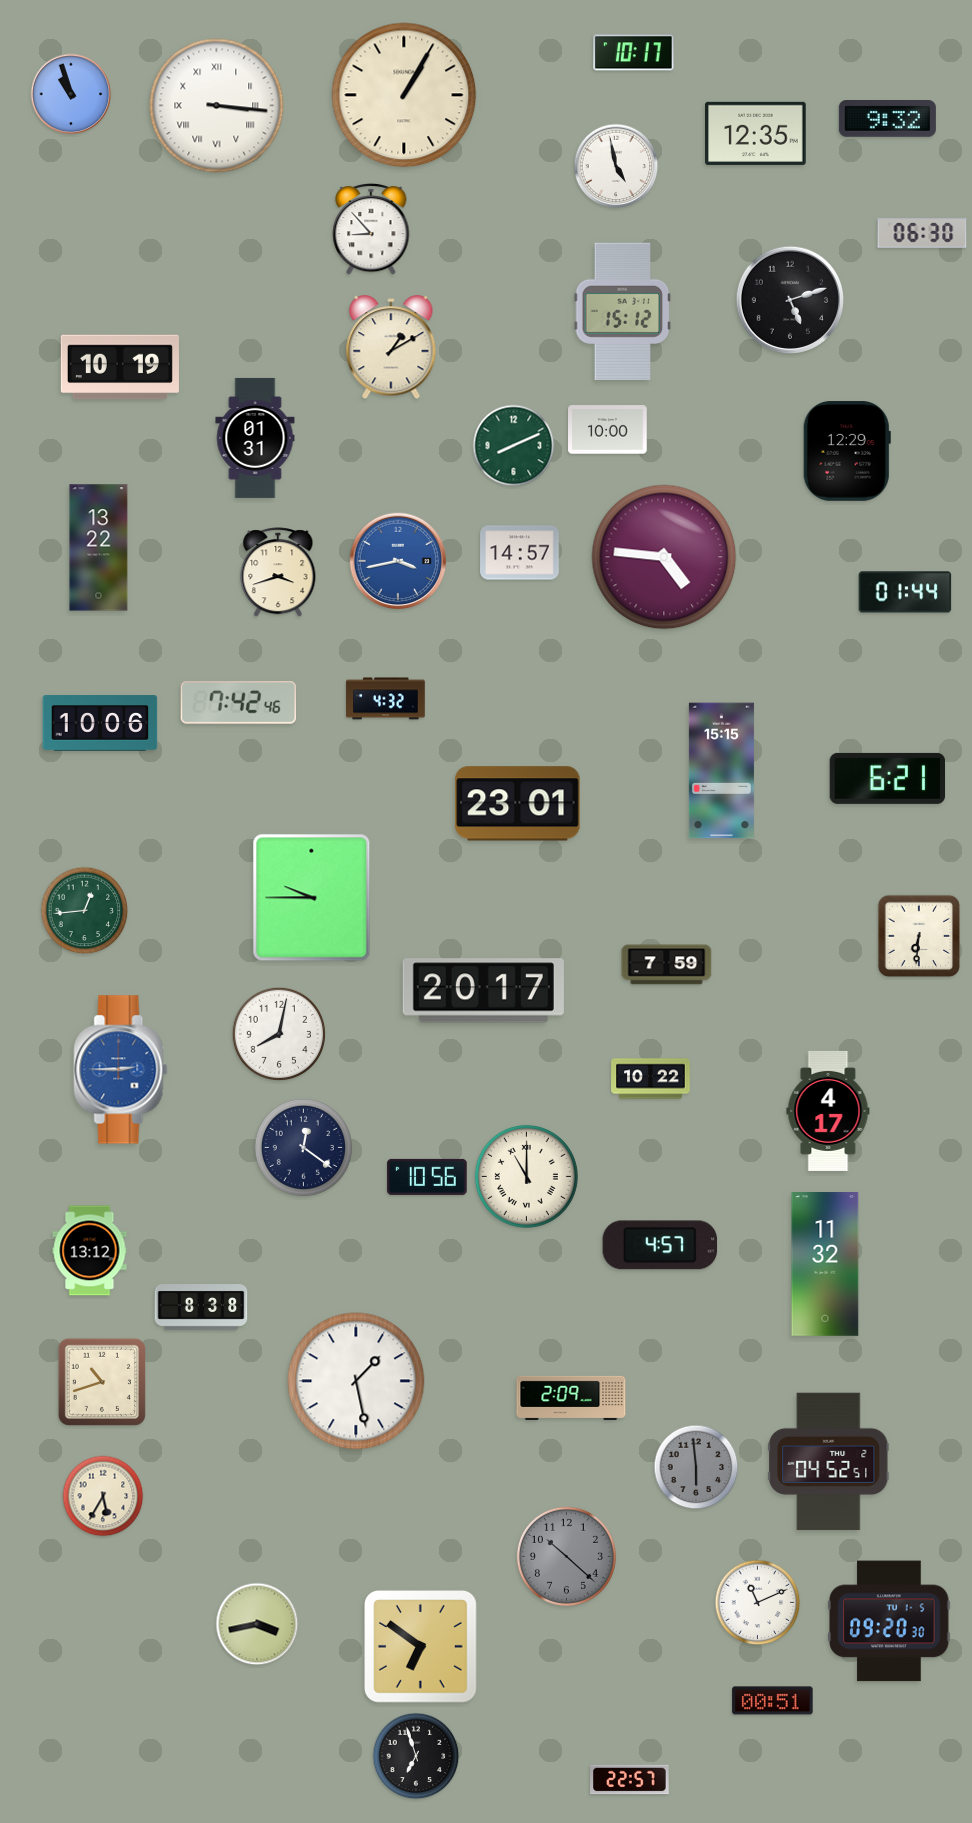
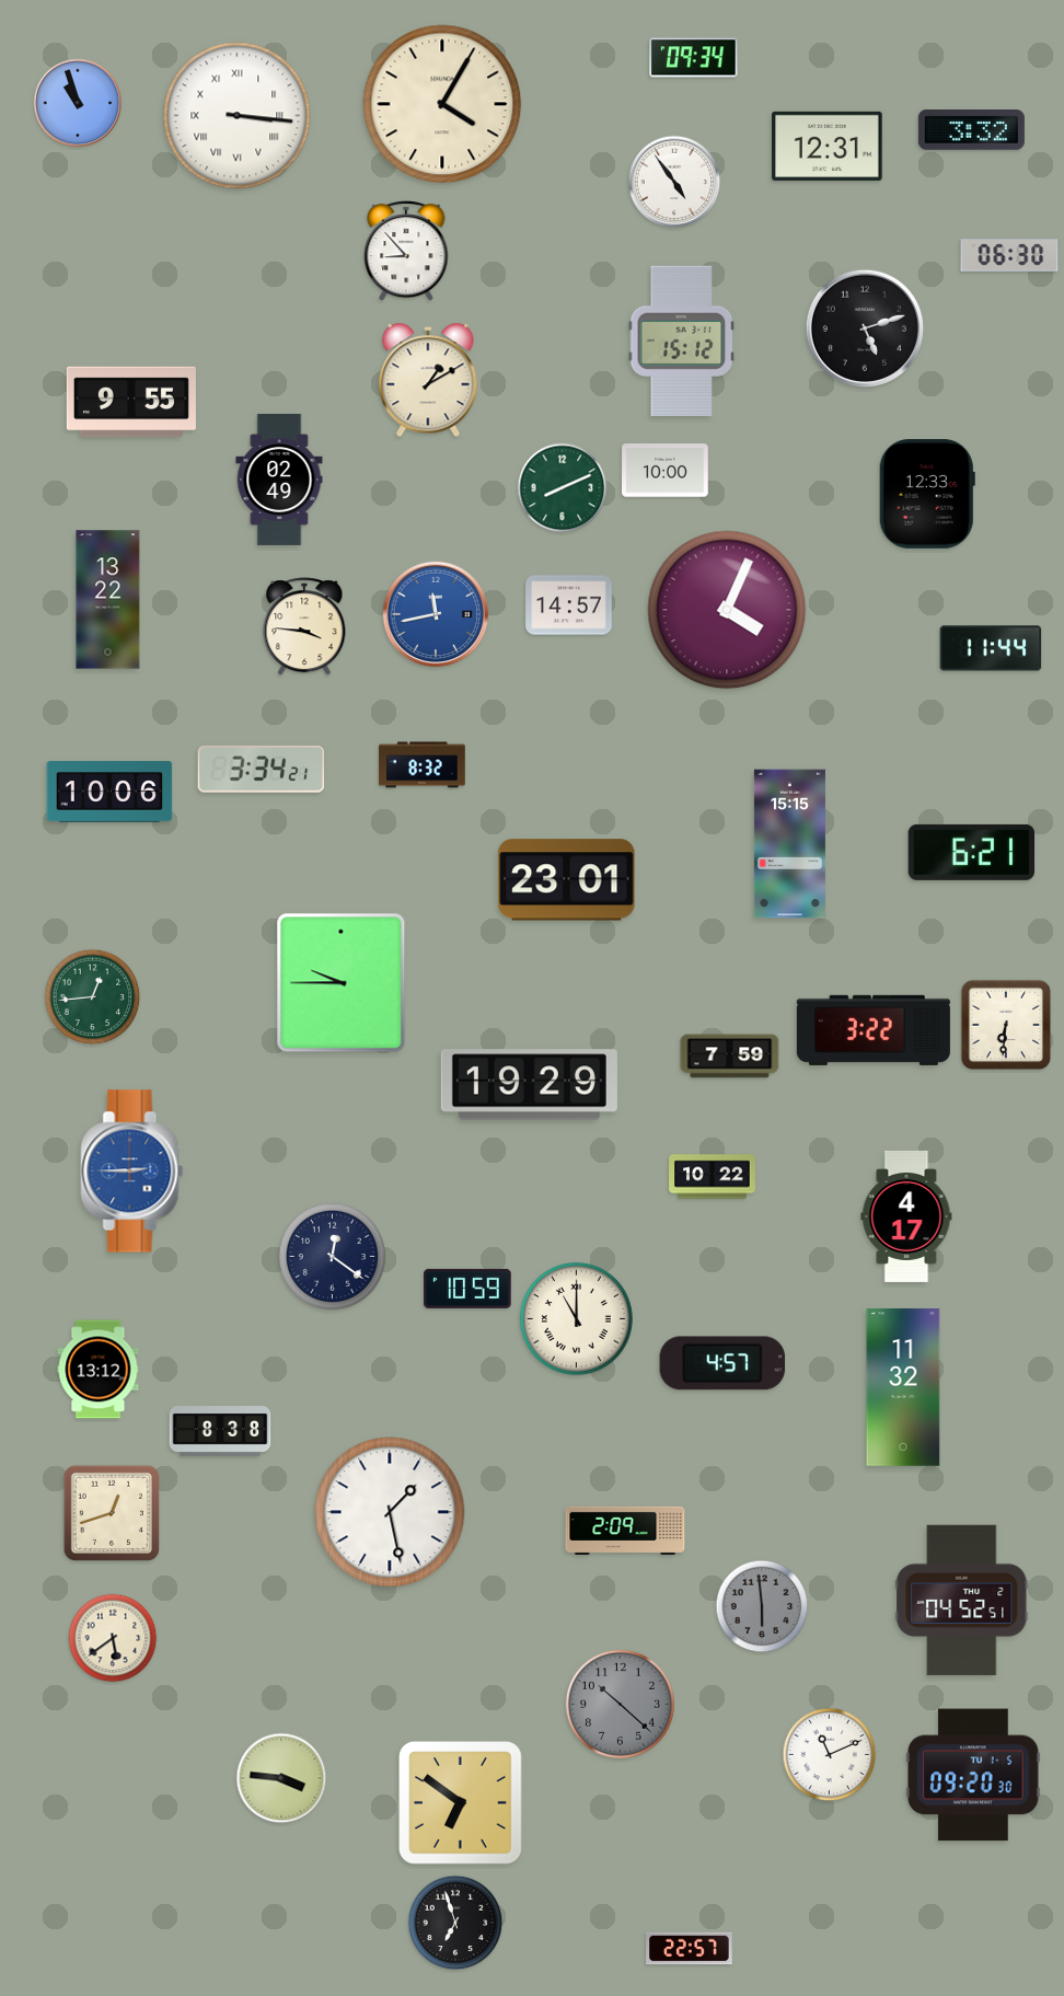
clock at (634, 53): 10:17 -> 09:34
clock at (404, 95): 1:05 -> 4:05
clock at (887, 119): 9:32 -> 3:32
clock at (756, 133): 12:35 -> 12:31
clock at (616, 166): 4:58 -> 4:54
clock at (120, 367): 10:19 -> 9:55
clock at (255, 438): 01:31 -> 02:49
clock at (847, 452): 12:29 -> 12:33
clock at (664, 557): 4:46 -> 4:04
clock at (398, 561): 3:43 -> 11:43
clock at (278, 573): 3:42 -> 3:46
clock at (905, 592): 01:44 -> 11:44
clock at (386, 699): 4:32 -> 8:32
clock at (238, 703): 7:42 -> 3:34
clock at (874, 1030): none -> 3:22
clock at (483, 991): 20:17 -> 19:29
clock at (278, 1033): 8:02 -> none
clock at (651, 1079) position: (651, 1079) -> (713, 1177)
clock at (526, 1176) position: (526, 1176) -> (576, 1318)
clock at (427, 1177): 10:56 -> 10:59
clock at (825, 1264) position: (825, 1264) -> (903, 1387)
clock at (102, 1382): 10:42 -> 12:42
clock at (829, 1462) position: (829, 1462) -> (962, 1601)
clock at (103, 1496): 5:35 -> 5:39
clock at (257, 1624): 3:43 -> 3:46
clock at (773, 1701): 00:51 -> none
